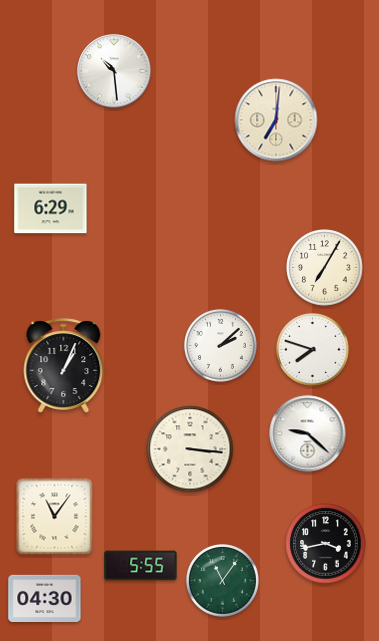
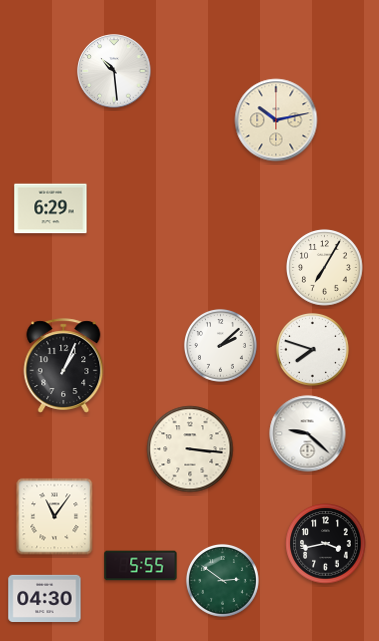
clock at (276, 120): 7:01 -> 10:13
clock at (222, 580): 11:06 -> 2:51
